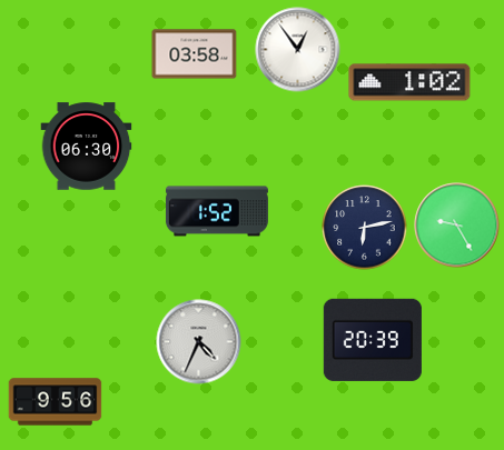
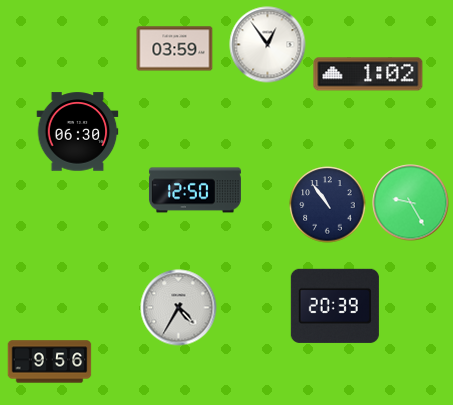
clock at (195, 54): 03:58 -> 03:59
clock at (217, 211): 1:52 -> 12:50
clock at (365, 228): 6:13 -> 10:54
clock at (199, 342): 4:34 -> 4:35
